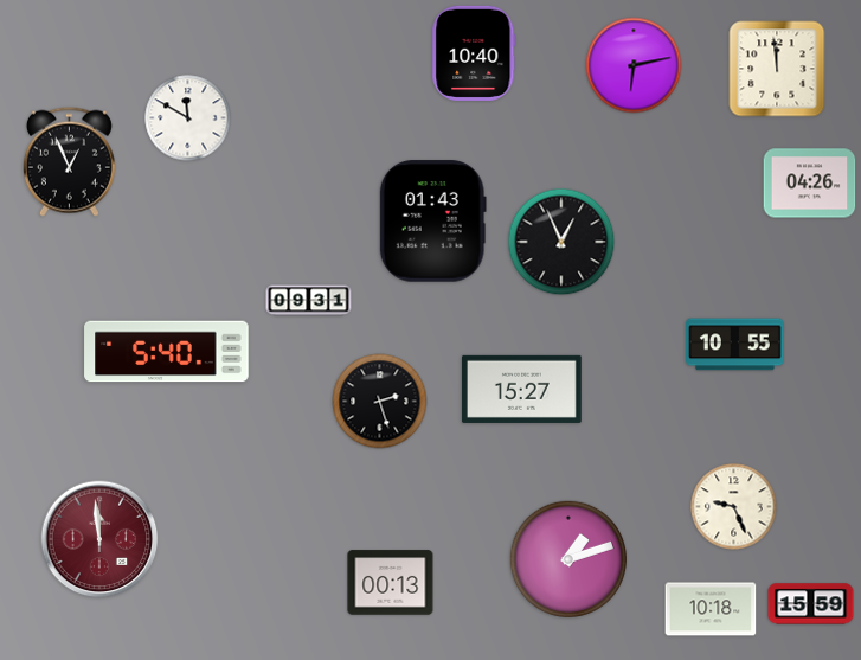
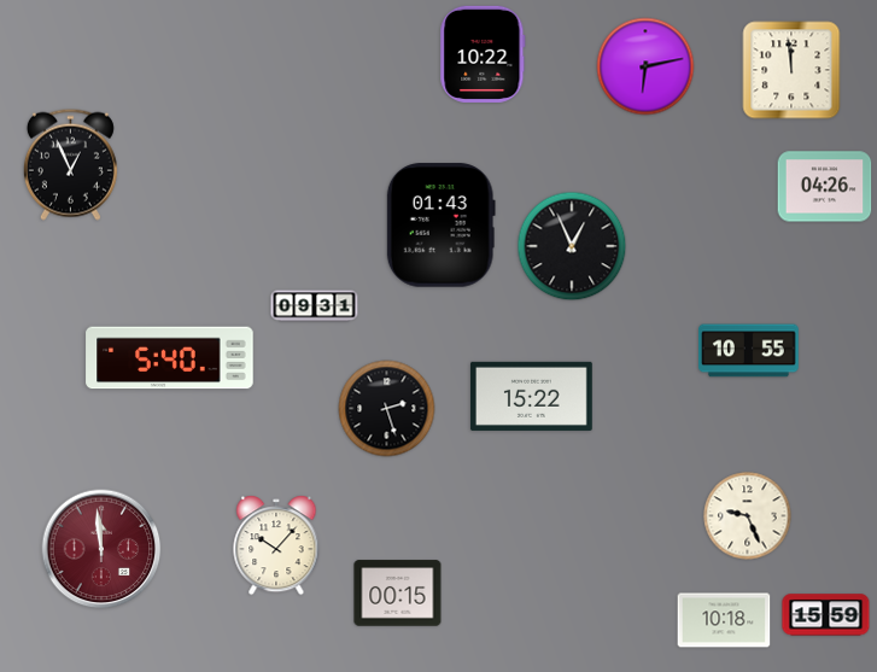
clock at (474, 53): 10:40 -> 10:22
clock at (188, 118): 11:50 -> none
clock at (521, 389): 15:27 -> 15:22
clock at (276, 545): none -> 10:07
clock at (567, 558): 1:12 -> none
clock at (391, 583): 00:13 -> 00:15
